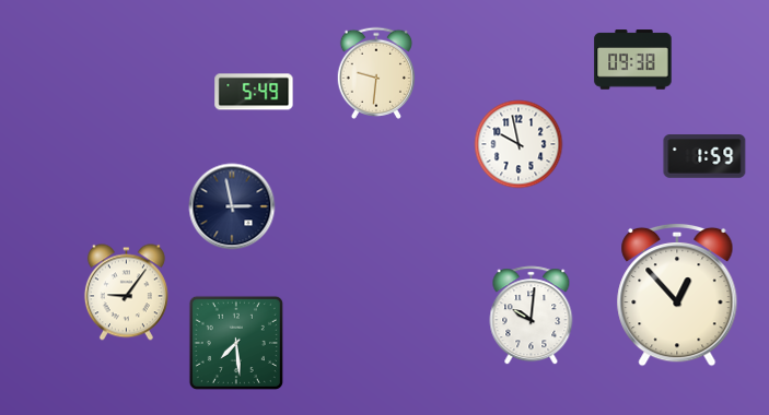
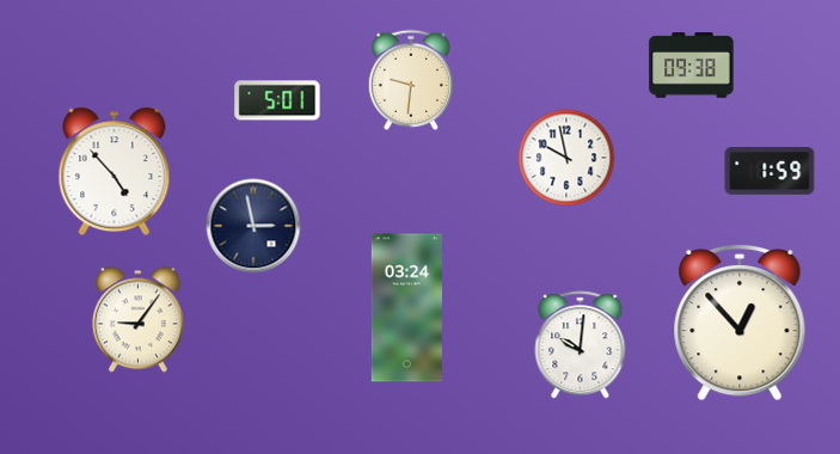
clock at (254, 92): 5:49 -> 5:01
clock at (115, 171): none -> 4:53
clock at (406, 308): none -> 03:24
clock at (236, 343): 7:29 -> none
